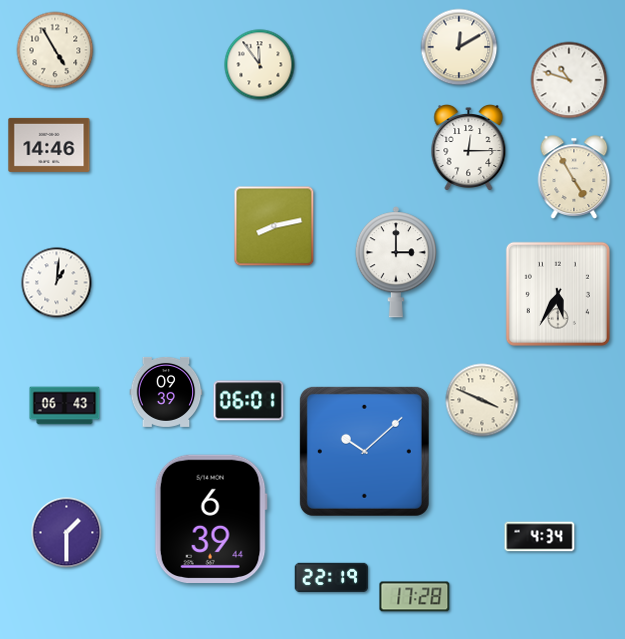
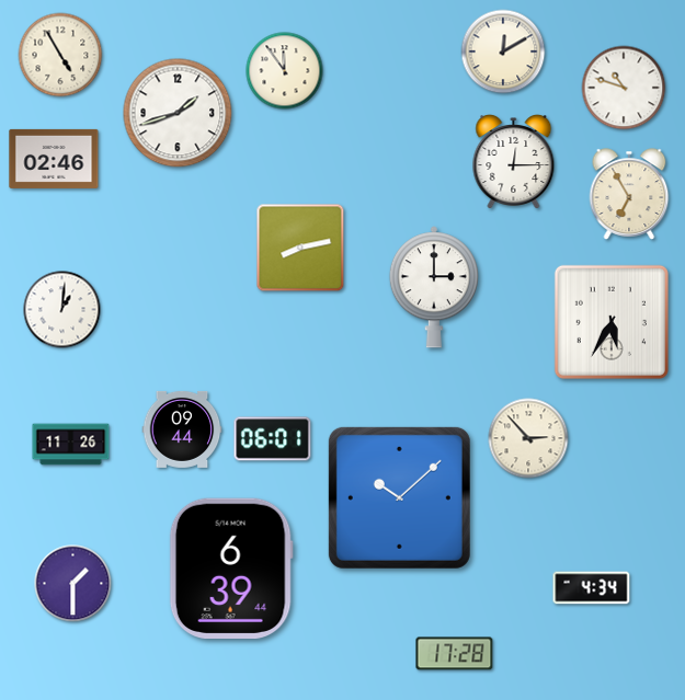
clock at (178, 113): none -> 1:42
clock at (49, 145): 14:46 -> 02:46
clock at (574, 177): 4:55 -> 6:55
clock at (166, 392): 09:39 -> 09:44
clock at (482, 400): 3:49 -> 2:53
clock at (65, 406): 06:43 -> 11:26
clock at (364, 451) position: (364, 451) -> (399, 497)
clock at (332, 578): 22:19 -> none
